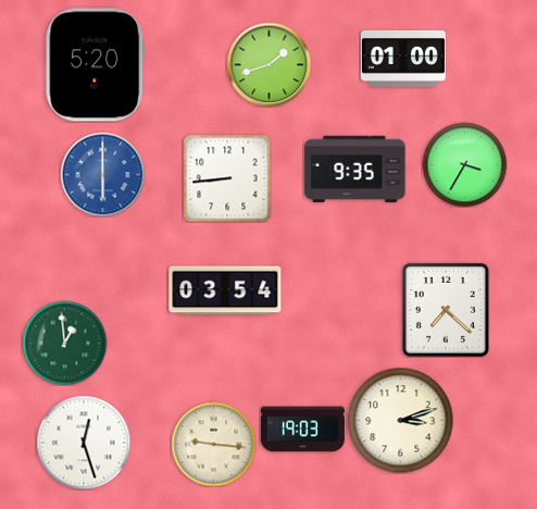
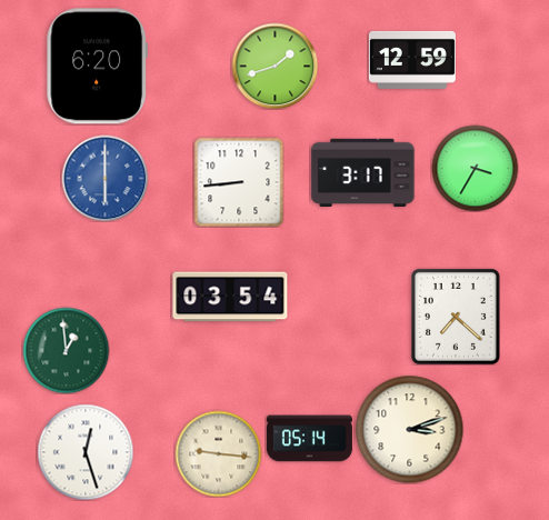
clock at (403, 59): 01:00 -> 12:59
clock at (96, 65): 5:20 -> 6:20
clock at (355, 169): 9:35 -> 3:17
clock at (227, 178) position: (227, 178) -> (239, 182)
clock at (302, 430): 19:03 -> 05:14
